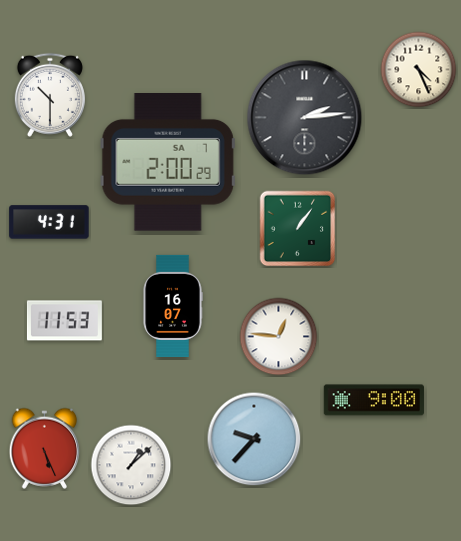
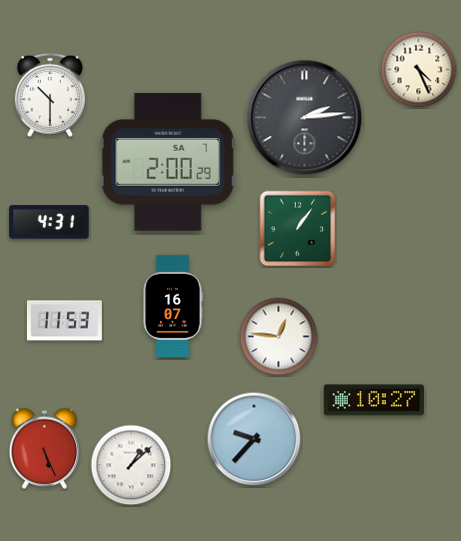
clock at (374, 400): 9:00 -> 10:27
